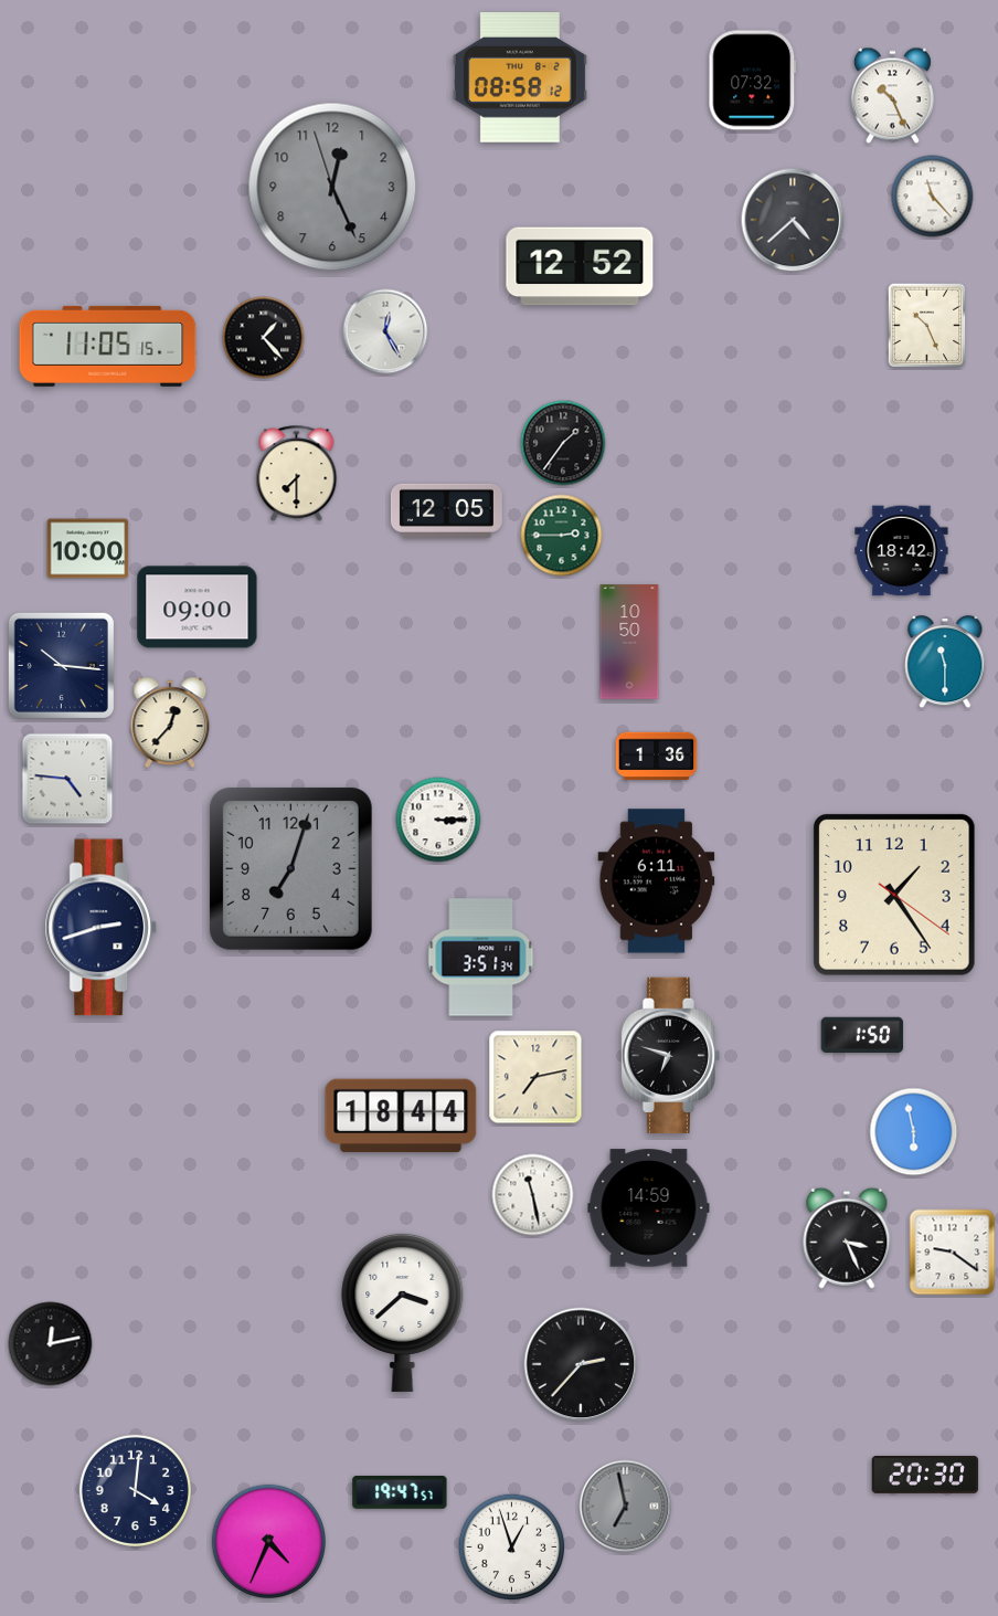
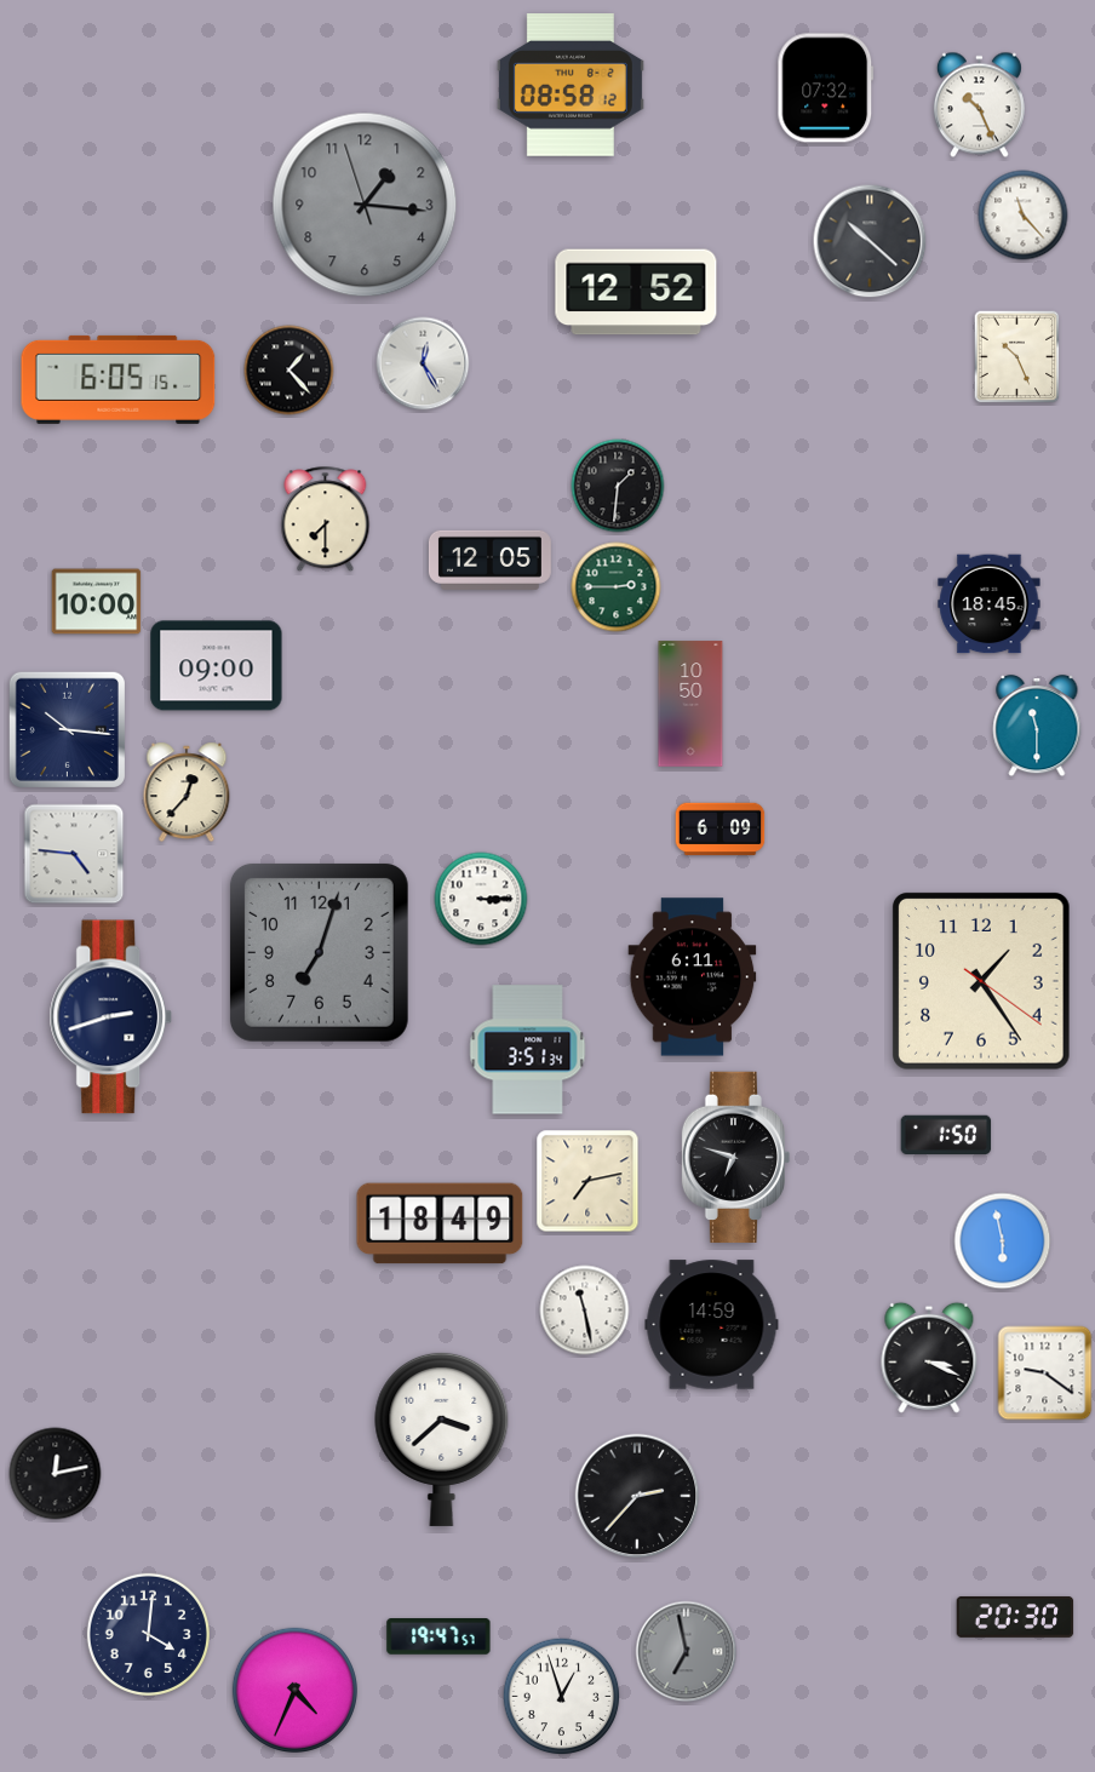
clock at (332, 187): 12:25 -> 1:15
clock at (793, 220): 4:38 -> 10:22
clock at (108, 346): 11:05 -> 6:05
clock at (563, 443): 1:36 -> 1:31
clock at (902, 551): 18:42 -> 18:45
clock at (657, 757): 1:36 -> 6:09
clock at (657, 881) position: (657, 881) -> (693, 977)
clock at (401, 1116): 18:44 -> 18:49
clock at (847, 1238): 3:26 -> 3:19
